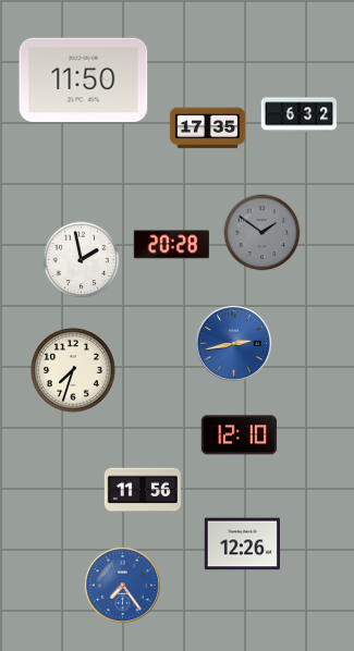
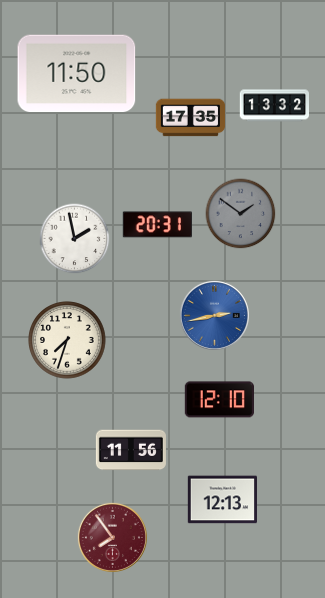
clock at (298, 115): 6:32 -> 13:32
clock at (171, 245): 20:28 -> 20:31
clock at (242, 544): 12:26 -> 12:13
clock at (122, 585): 7:24 -> 7:54
clock at (122, 585) dial: blue -> burgundy
